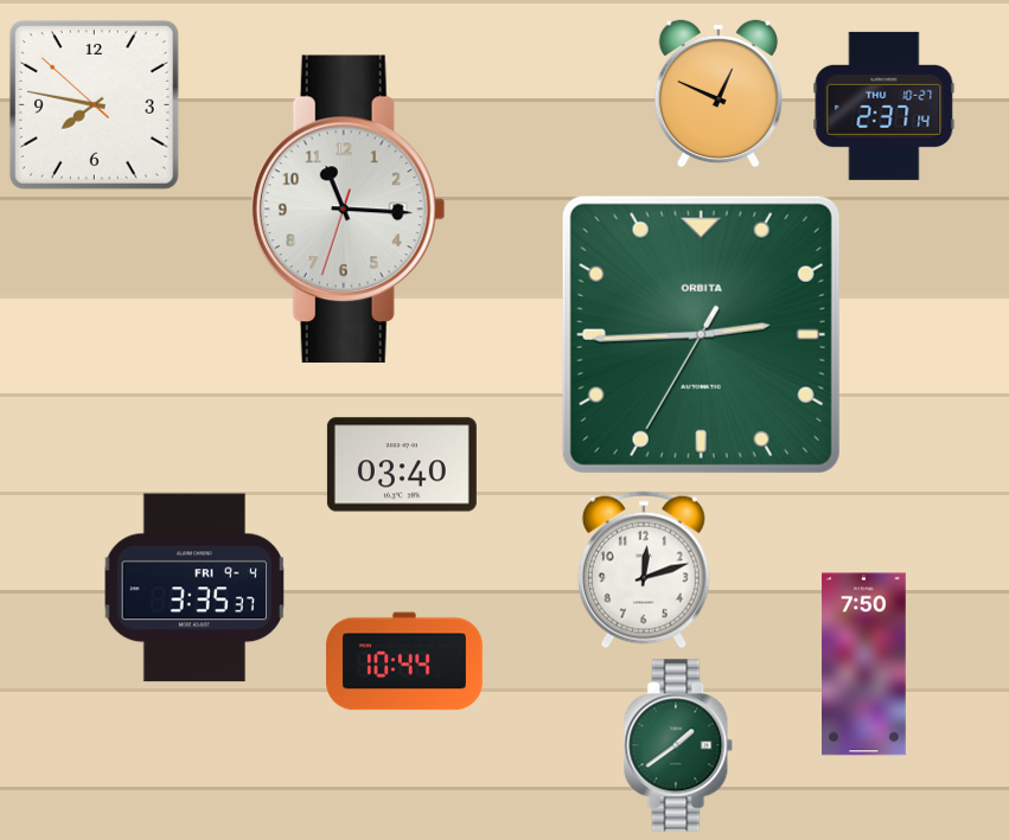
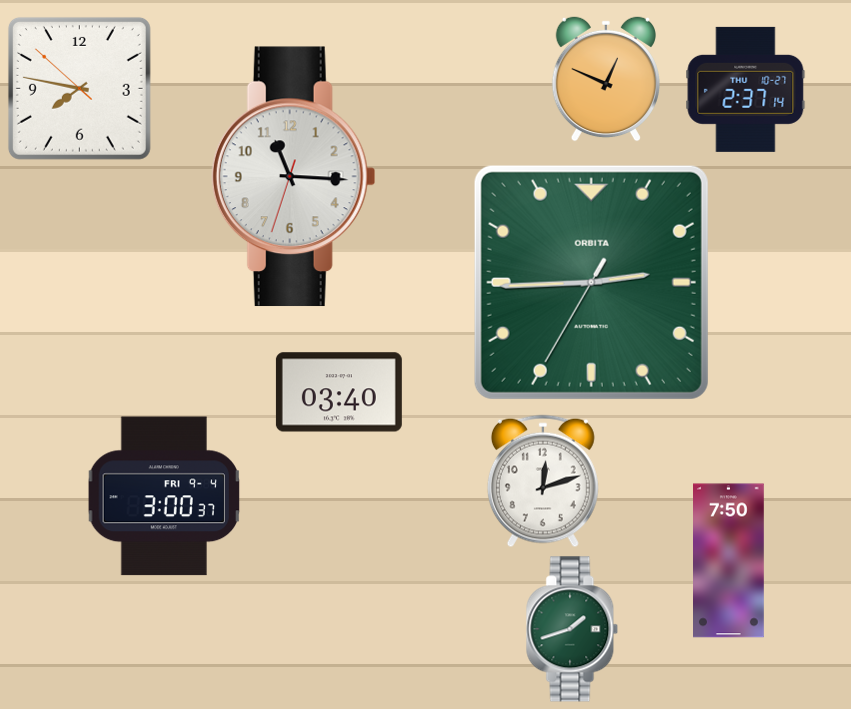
clock at (193, 588): 3:35 -> 3:00
clock at (404, 661): 10:44 -> none
clock at (678, 745): 1:39 -> 1:42
